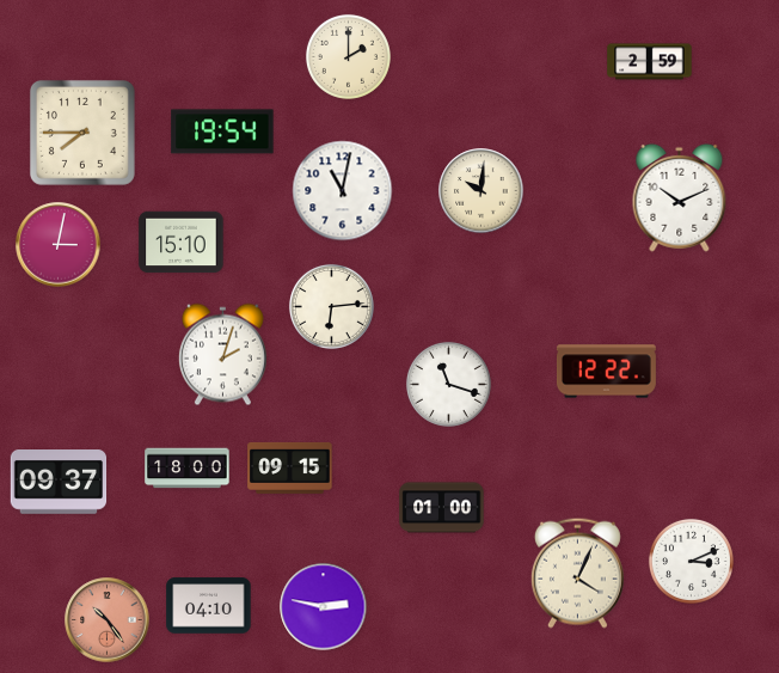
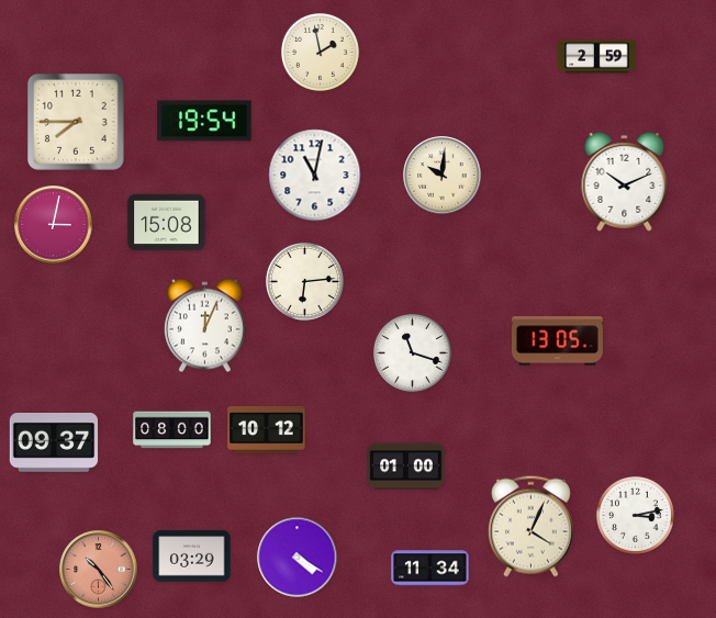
clock at (348, 56): 2:00 -> 1:58
clock at (182, 243): 15:10 -> 15:08
clock at (222, 355): 2:03 -> 12:04
clock at (606, 372): 12:22 -> 13:05
clock at (290, 467): 09:15 -> 10:12
clock at (188, 469): 18:00 -> 08:00
clock at (691, 561): 3:11 -> 3:13
clock at (209, 606): 04:10 -> 03:29
clock at (324, 607): 2:47 -> 4:20
clock at (430, 569): none -> 11:34
